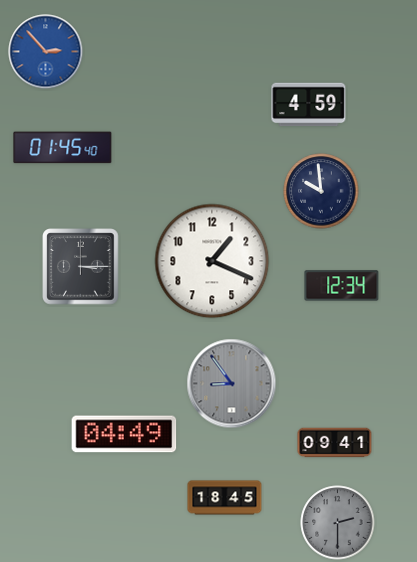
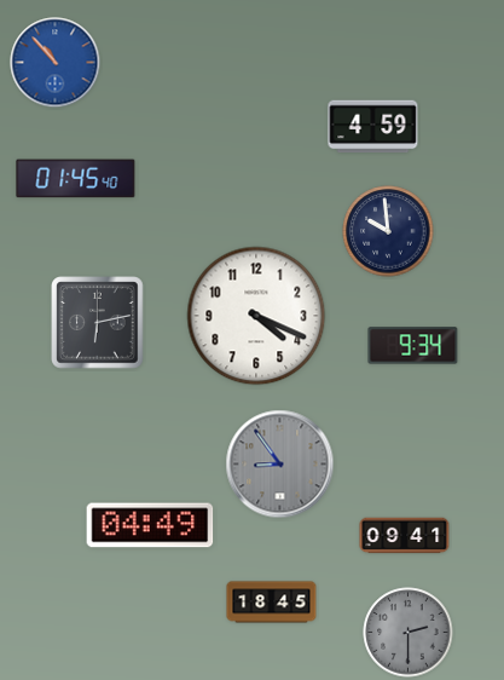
clock at (46, 52): 2:53 -> 10:53
clock at (212, 261): 1:19 -> 4:19
clock at (81, 267): 3:15 -> 6:13
clock at (342, 286): 12:34 -> 9:34
